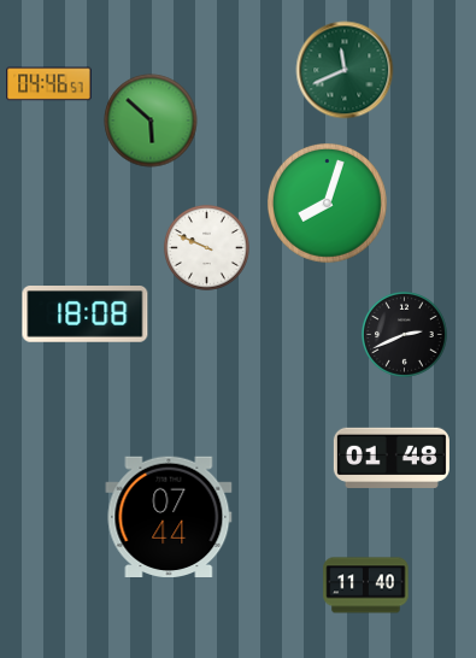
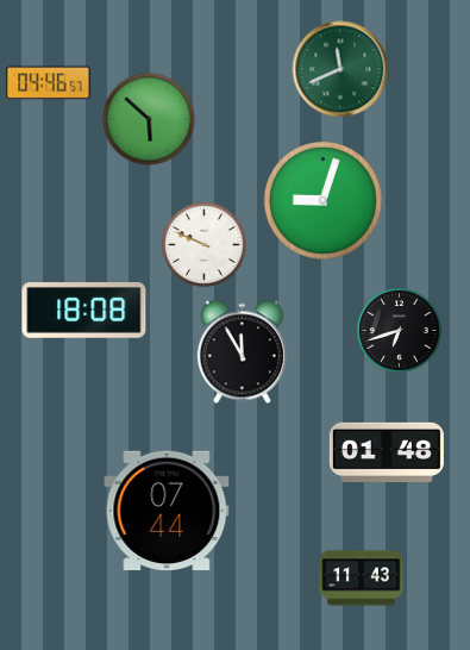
clock at (327, 202): 8:03 -> 9:03
clock at (404, 334): 2:41 -> 6:42
clock at (242, 352): none -> 11:55
clock at (366, 586): 11:40 -> 11:43
